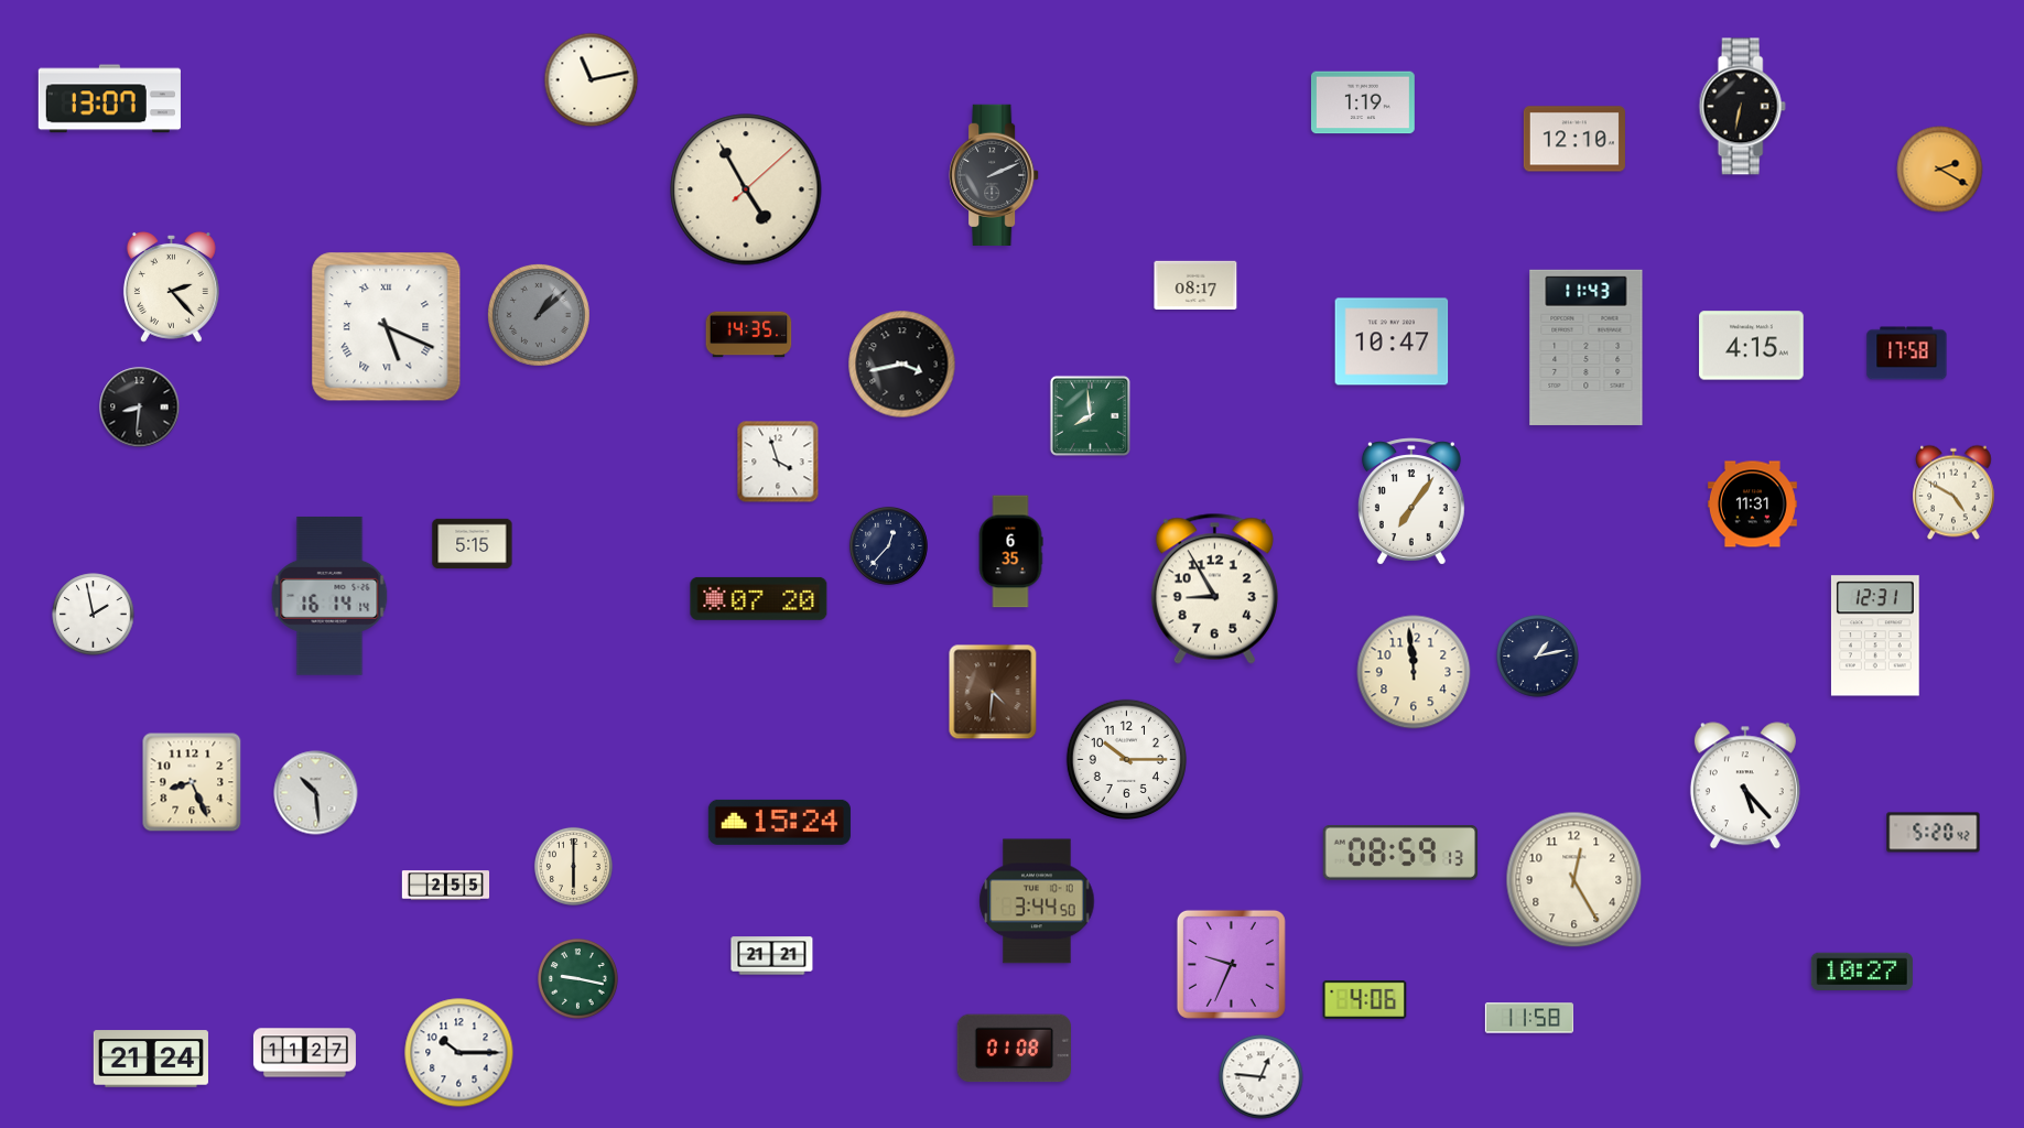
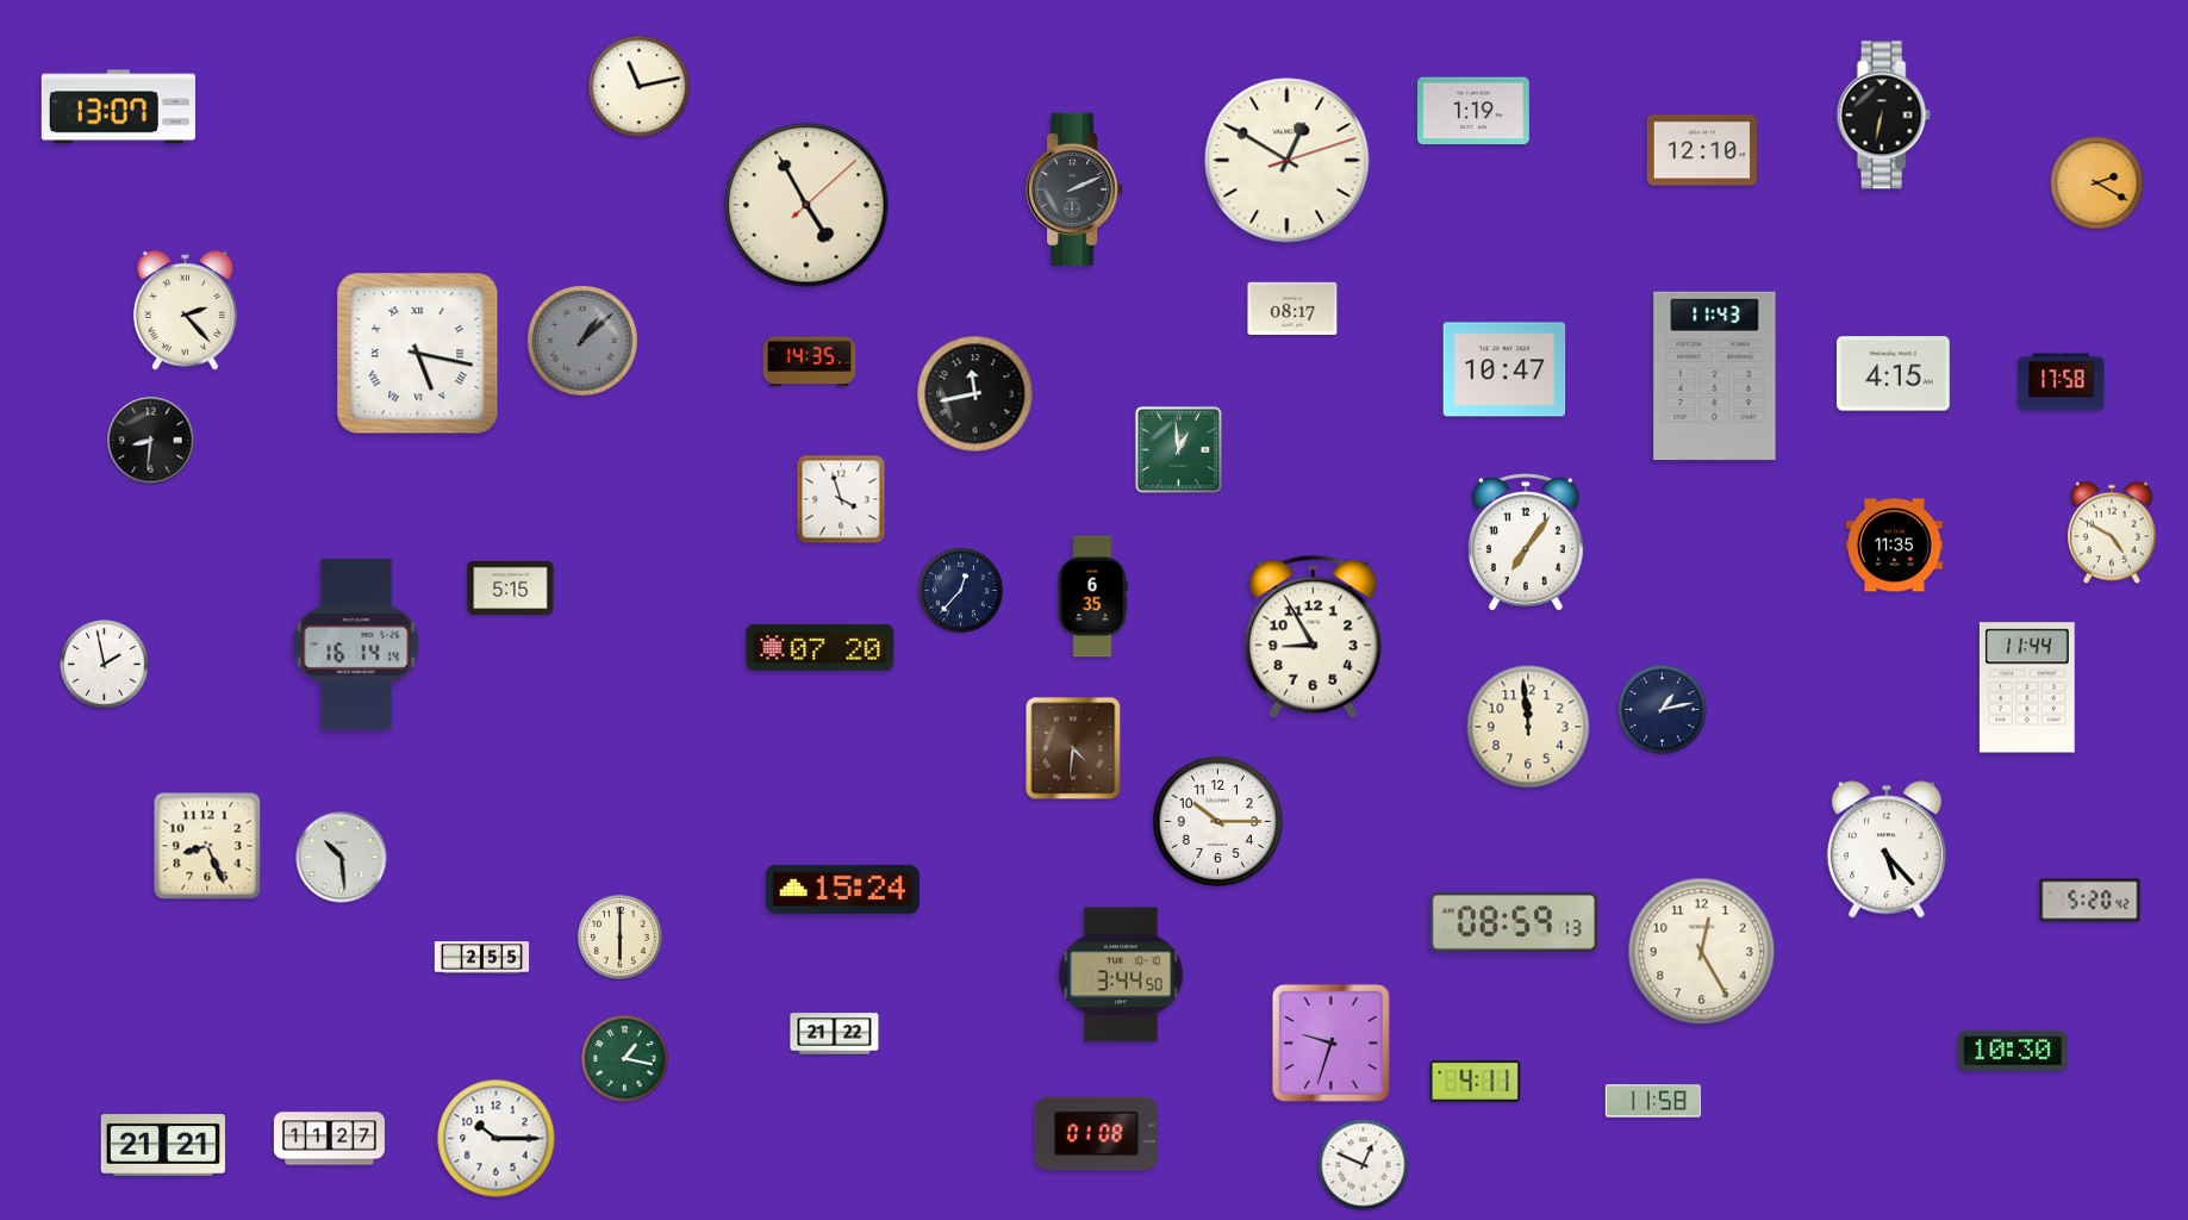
clock at (1288, 161): none -> 12:50
clock at (387, 327): 5:19 -> 5:17
clock at (902, 365): 3:43 -> 11:43
clock at (1090, 415): 7:59 -> 12:59
clock at (1752, 505): 11:31 -> 11:35
clock at (94, 615) position: (94, 615) -> (105, 665)
clock at (1875, 636): 12:31 -> 11:44
clock at (772, 956): 21:21 -> 21:22
clock at (1231, 964): 9:34 -> 9:33
clock at (1862, 970): 10:27 -> 10:30
clock at (578, 979): 9:17 -> 1:17
clock at (1365, 999): 4:06 -> 4:11
clock at (151, 1059): 21:24 -> 21:21
clock at (1262, 1077): 12:46 -> 12:49
